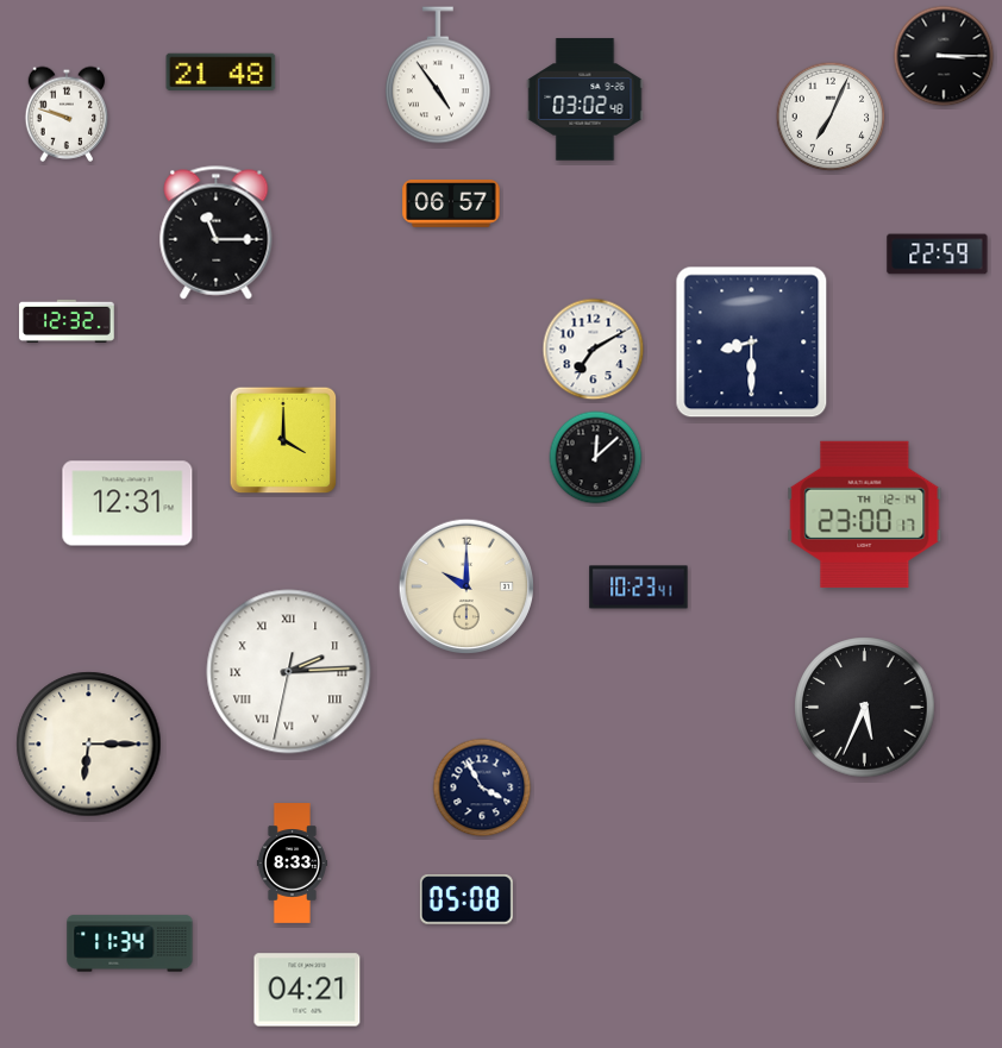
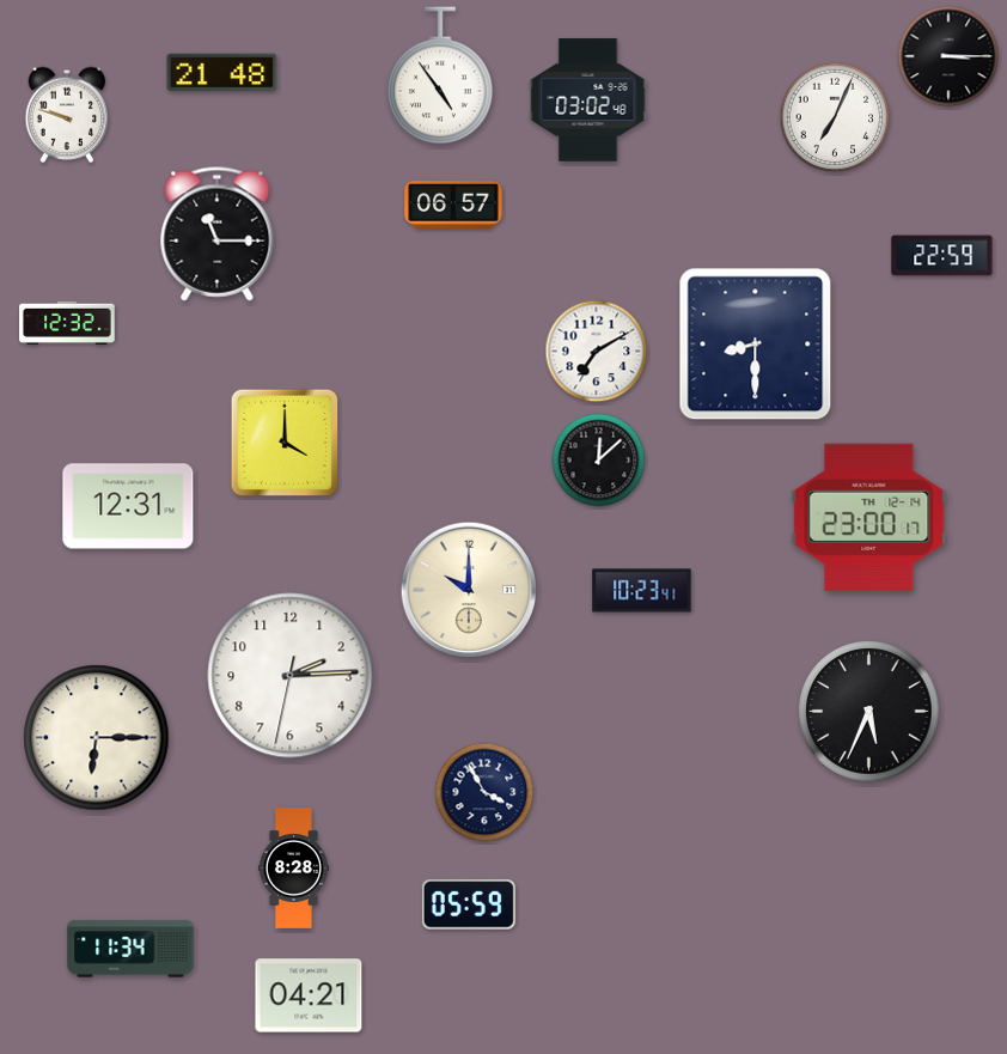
clock at (289, 672) numerals: Roman -> Arabic
clock at (89, 745) position: (89, 745) -> (97, 738)
clock at (292, 864): 8:33 -> 8:28
clock at (466, 899): 05:08 -> 05:59
